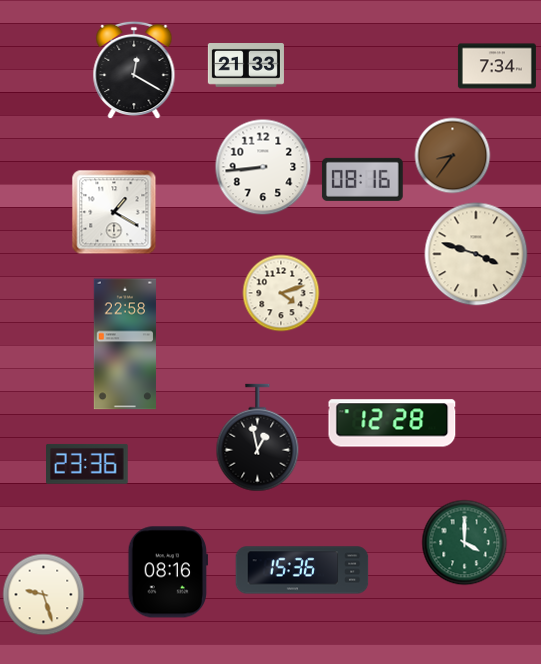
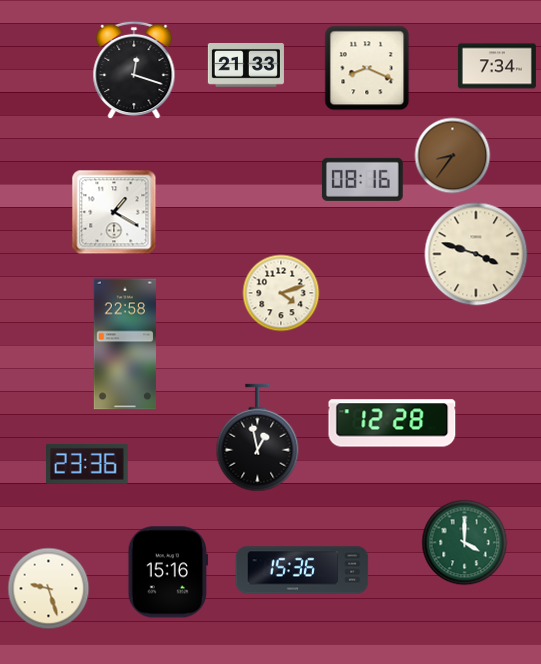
clock at (367, 68): none -> 8:19
clock at (134, 70): 12:20 -> 12:18
clock at (263, 167): 8:44 -> none
clock at (167, 572): 08:16 -> 15:16
clock at (44, 595) position: (44, 595) -> (49, 589)
